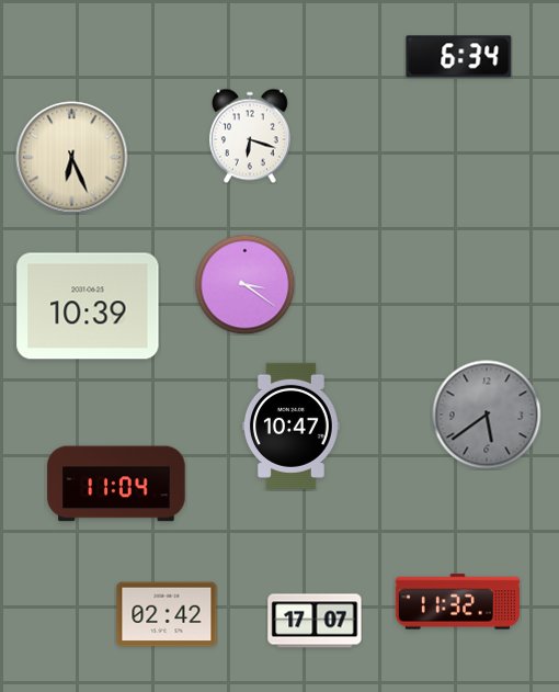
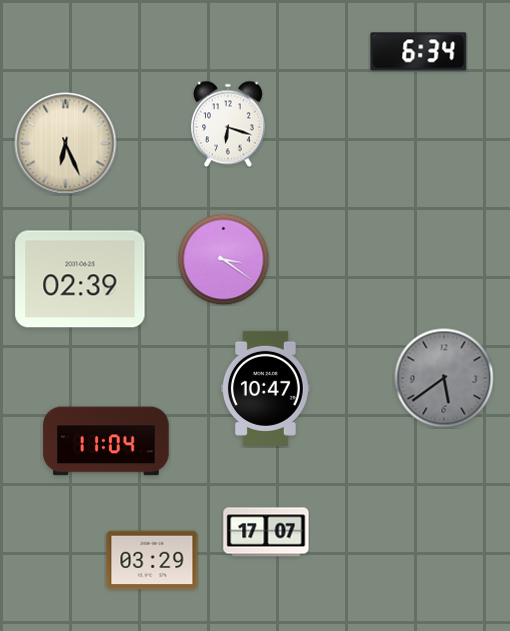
clock at (88, 306): 10:39 -> 02:39
clock at (457, 602): 11:32 -> none
clock at (167, 614): 02:42 -> 03:29
clock at (315, 621) position: (315, 621) -> (266, 532)
